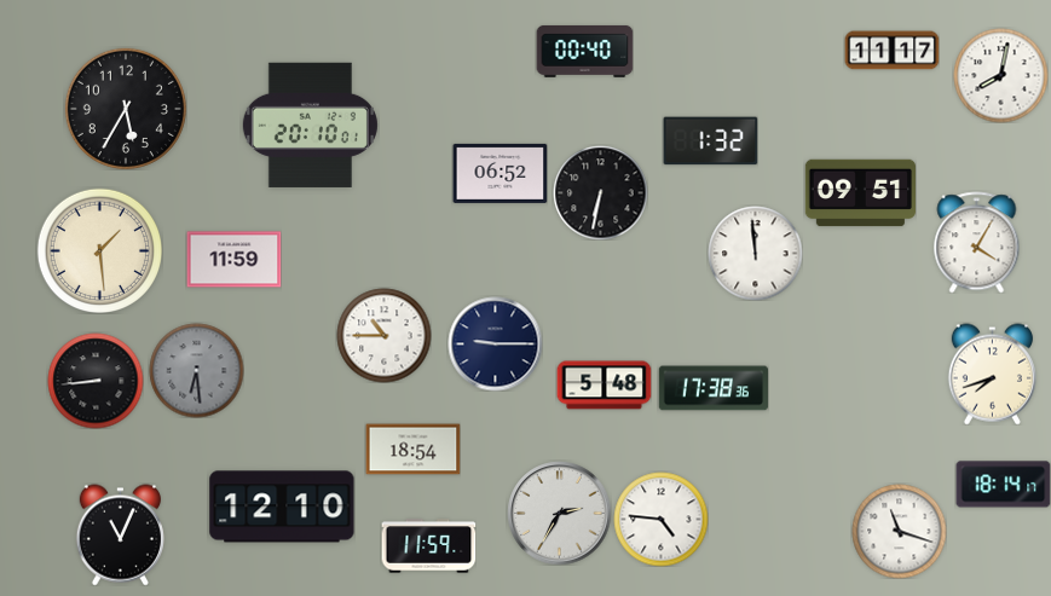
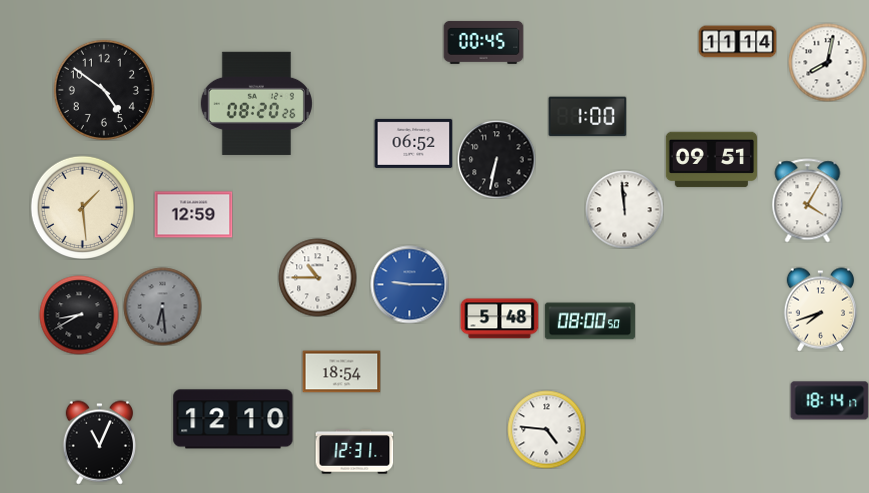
clock at (584, 51): 00:40 -> 00:45
clock at (891, 51): 11:17 -> 11:14
clock at (126, 109): 5:35 -> 4:51
clock at (310, 125): 20:10 -> 08:20
clock at (710, 141): 1:32 -> 1:00
clock at (233, 260): 11:59 -> 12:59
clock at (495, 343) dial: navy -> blue
clock at (96, 381): 8:44 -> 8:40
clock at (712, 388): 17:38 -> 08:00
clock at (559, 513): 2:35 -> none
clock at (899, 531): 11:18 -> none
clock at (428, 546): 11:59 -> 12:31
